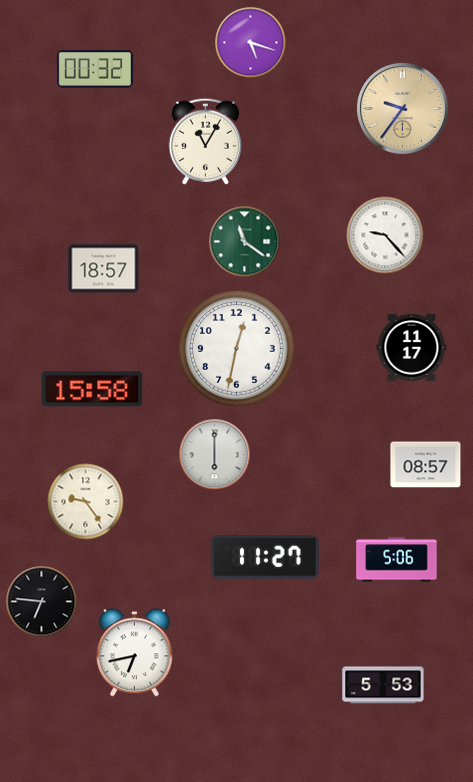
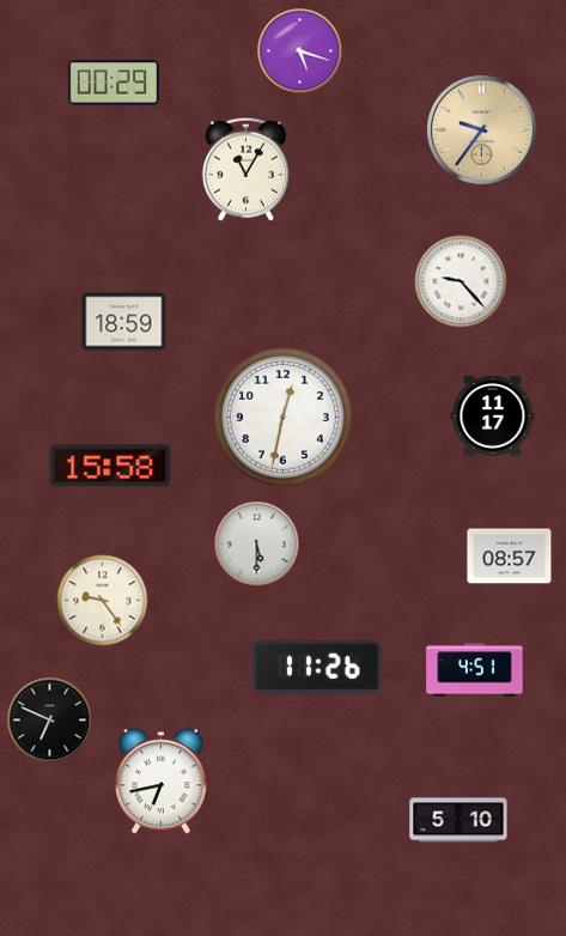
clock at (95, 69): 00:32 -> 00:29
clock at (245, 242): 11:21 -> none
clock at (104, 269): 18:57 -> 18:59
clock at (215, 455): 6:00 -> 5:30
clock at (265, 557): 11:27 -> 11:26
clock at (397, 560): 5:06 -> 4:51
clock at (42, 602): 6:46 -> 6:49
clock at (383, 685): 5:53 -> 5:10
